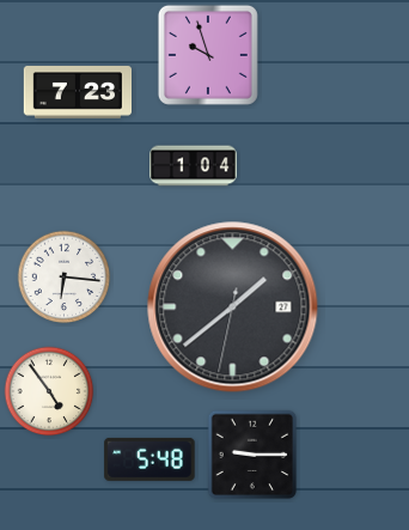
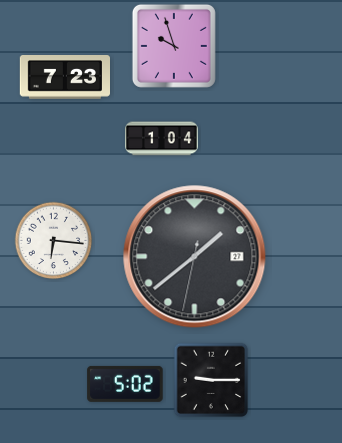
clock at (65, 278) position: (65, 278) -> (54, 241)
clock at (49, 391): 4:54 -> none
clock at (149, 459): 5:48 -> 5:02
